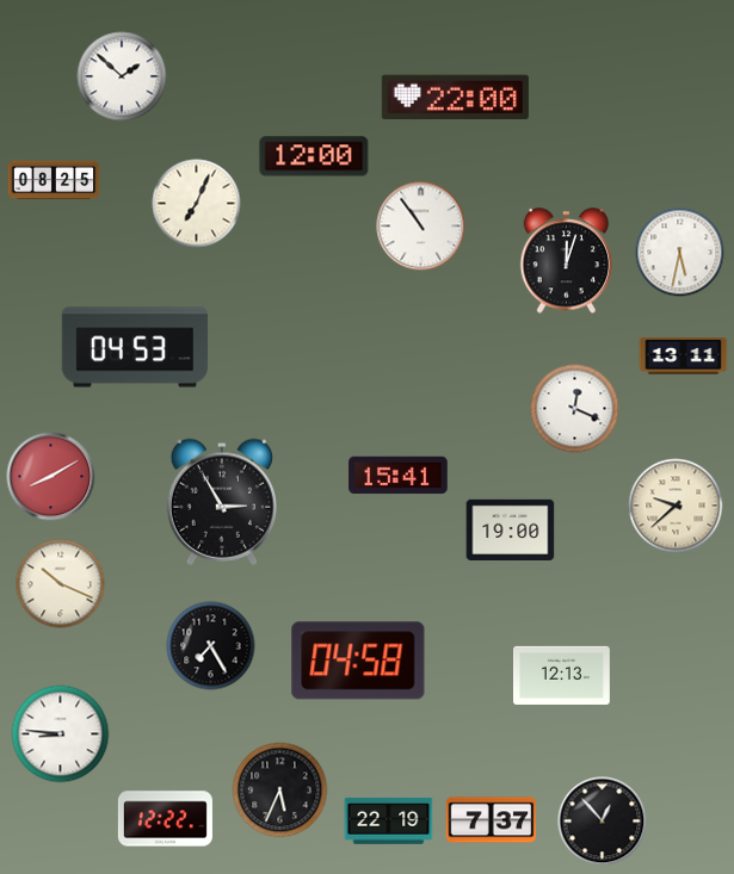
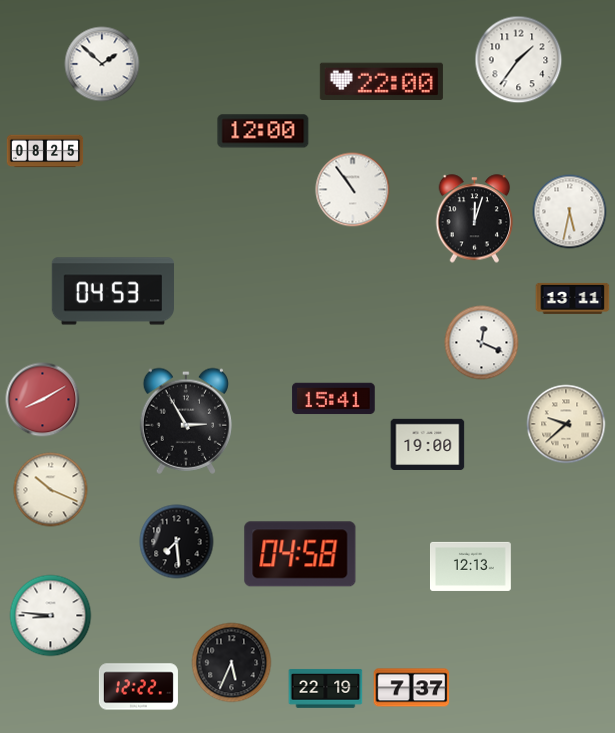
clock at (519, 60): none -> 1:36
clock at (197, 204): 7:04 -> none
clock at (211, 646): 7:25 -> 7:29
clock at (280, 791) position: (280, 791) -> (232, 663)
clock at (603, 822): 12:53 -> none
